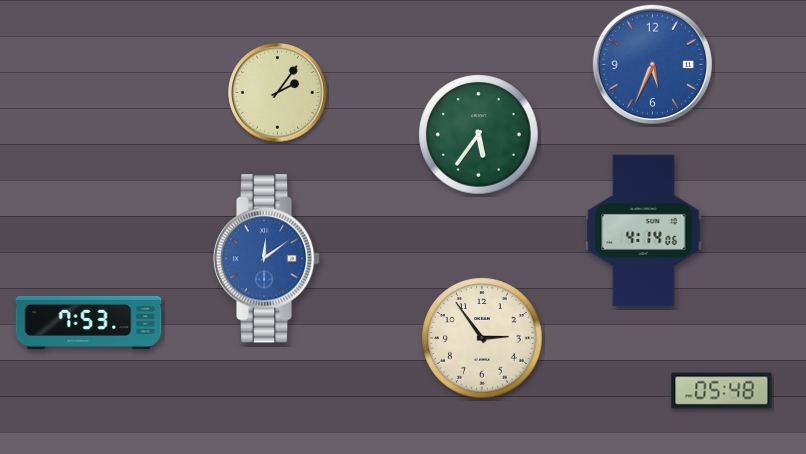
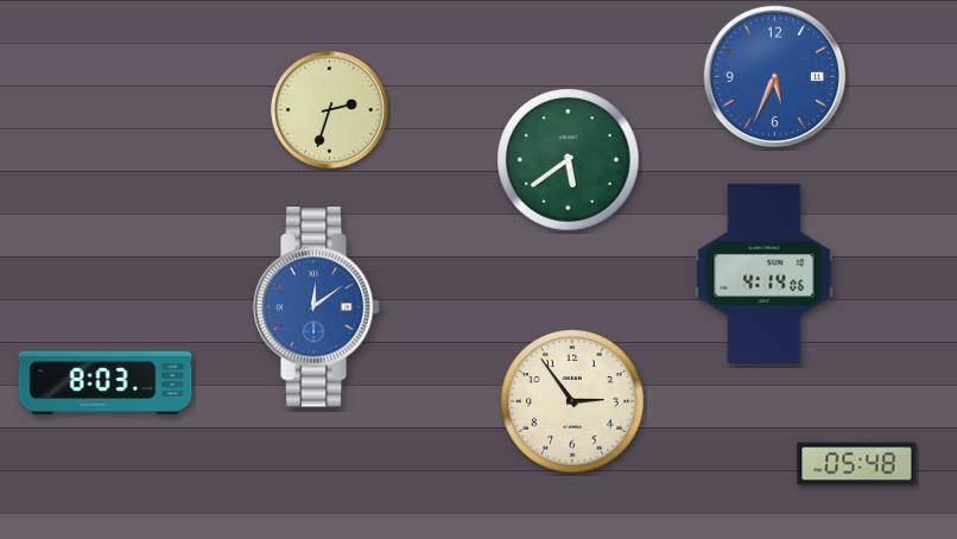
clock at (278, 93): 2:06 -> 2:33
clock at (479, 135): 5:36 -> 5:39
clock at (89, 322): 7:53 -> 8:03
